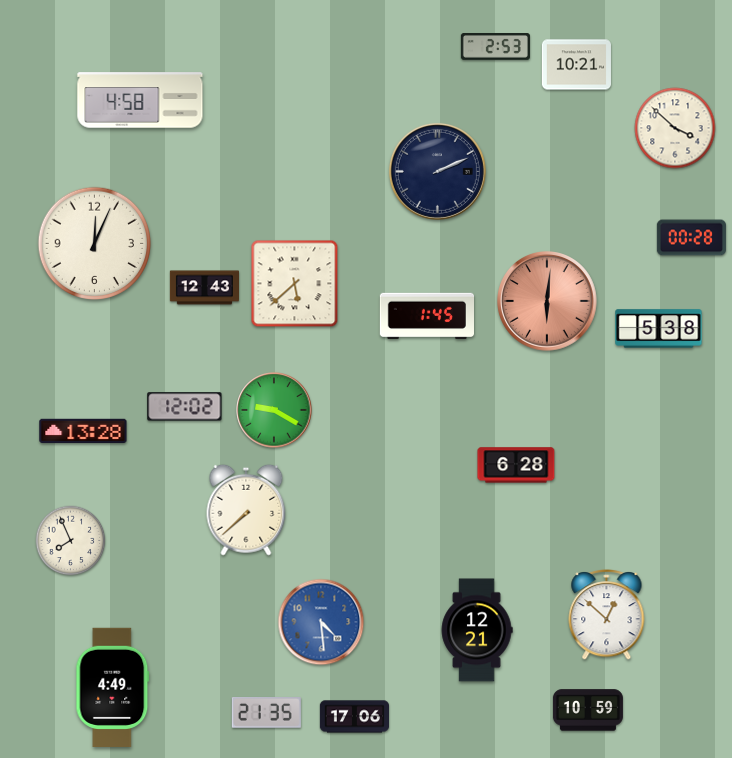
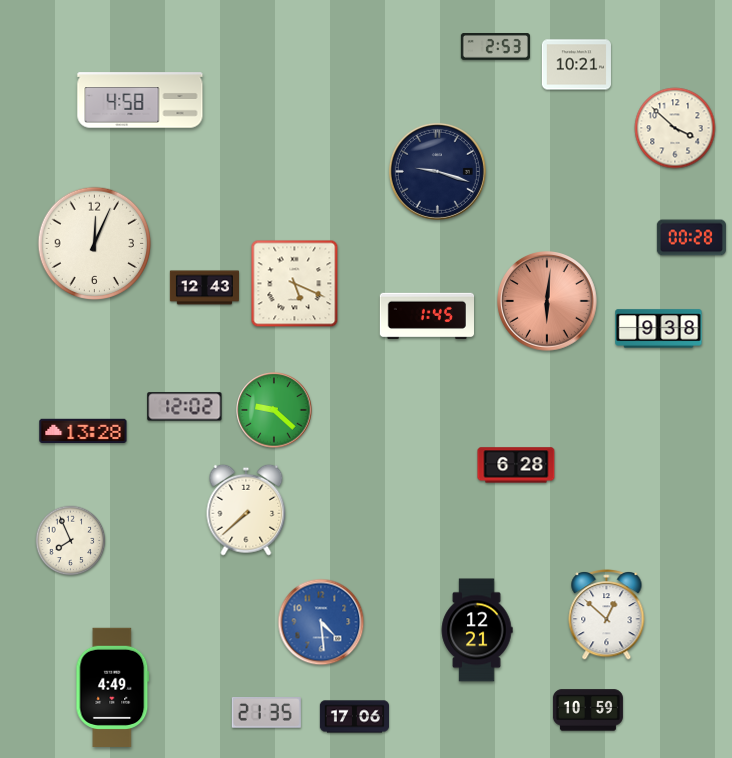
clock at (437, 171): 2:11 -> 9:18
clock at (295, 284): 5:38 -> 5:19
clock at (659, 329): 5:38 -> 9:38
clock at (274, 410): 9:20 -> 9:22
